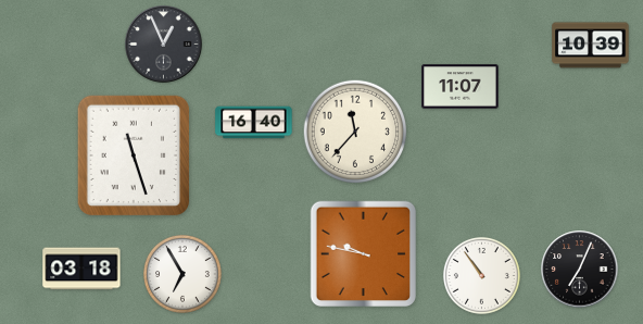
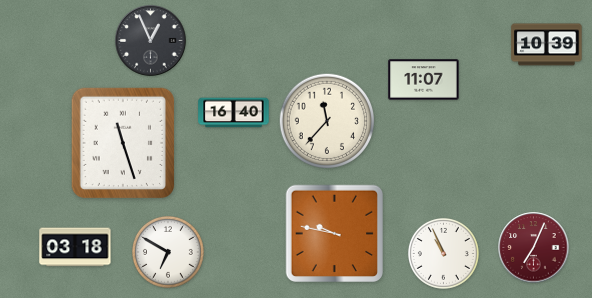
clock at (591, 46) position: (591, 46) -> (547, 45)
clock at (580, 270) dial: black -> burgundy
clock at (184, 275): 6:55 -> 6:50
clock at (481, 275): 10:54 -> 10:56
